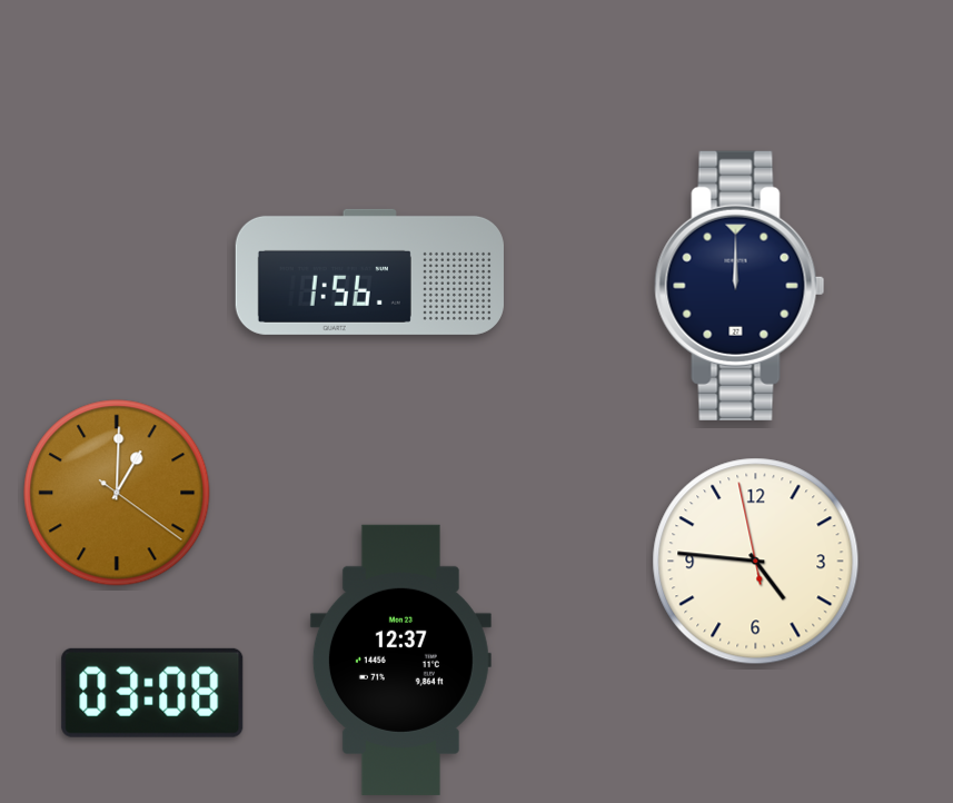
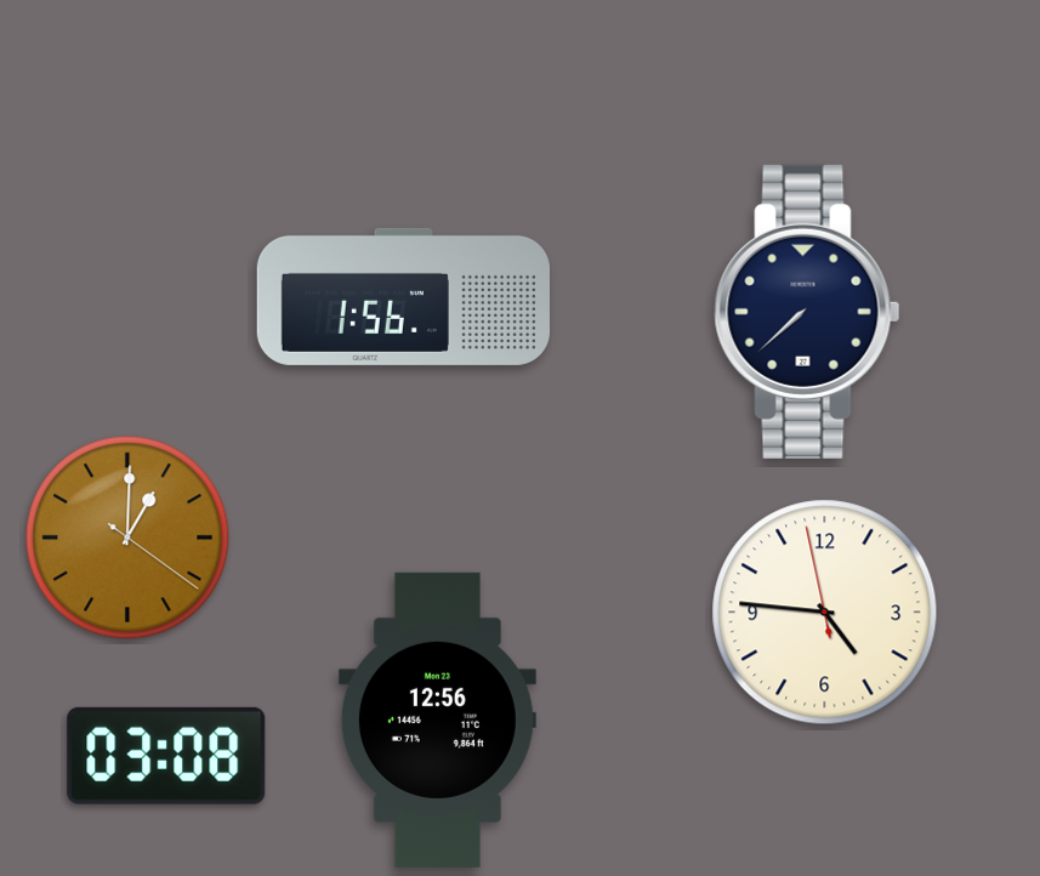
clock at (739, 286): 12:00 -> 7:38
clock at (400, 660): 12:37 -> 12:56
